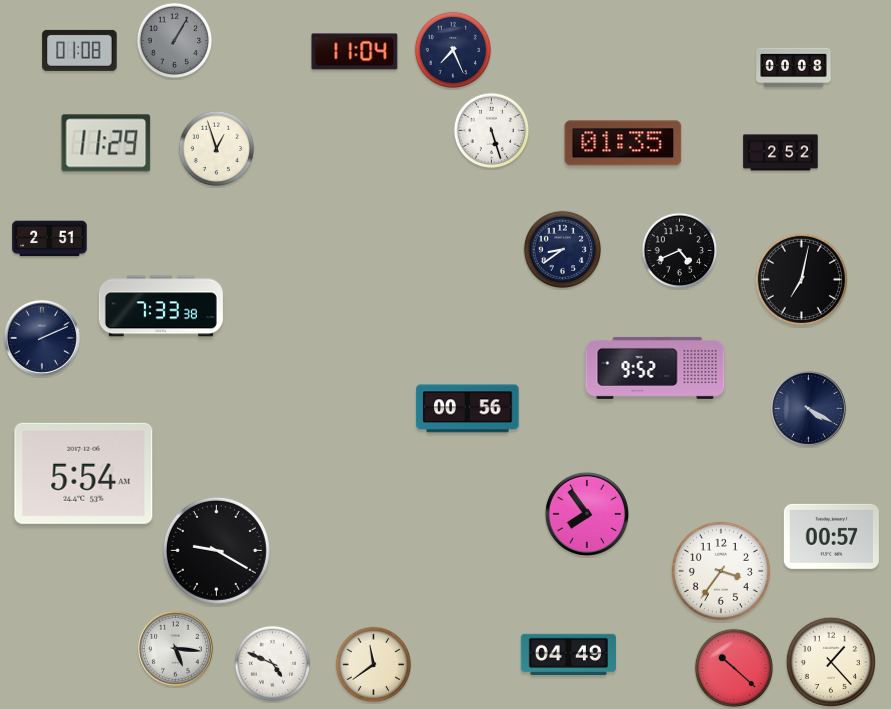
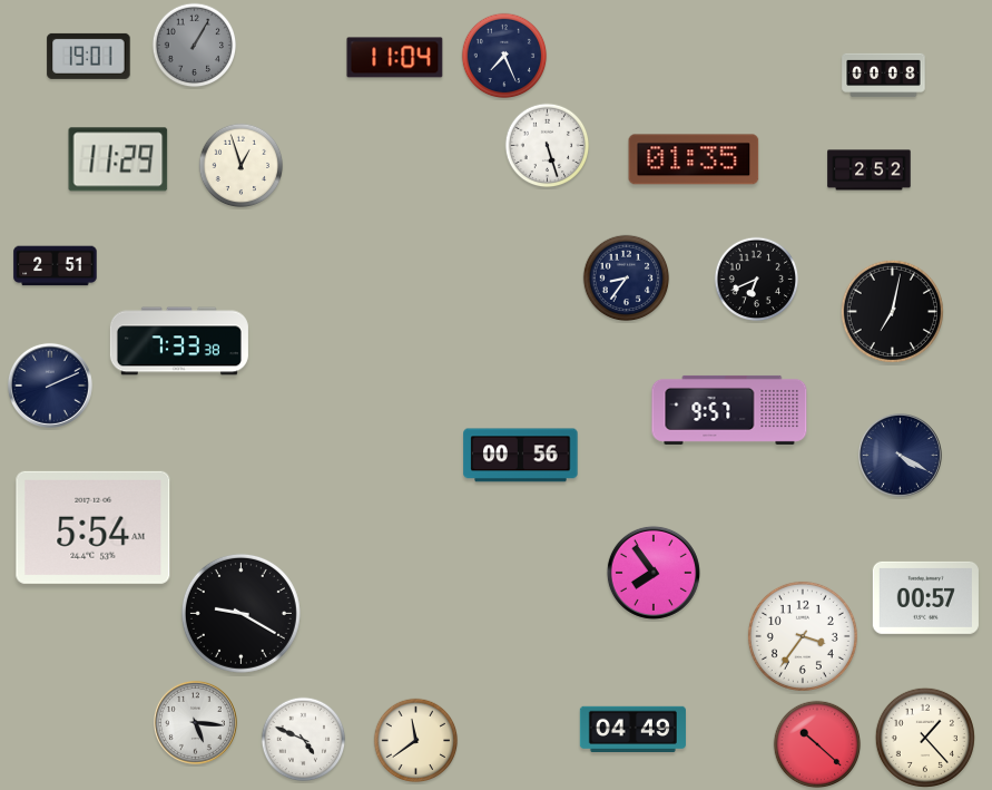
clock at (80, 50): 01:08 -> 19:01
clock at (563, 250): 8:39 -> 8:36
clock at (680, 251): 4:41 -> 6:41
clock at (42, 338) position: (42, 338) -> (50, 386)
clock at (655, 368): 9:52 -> 9:57
